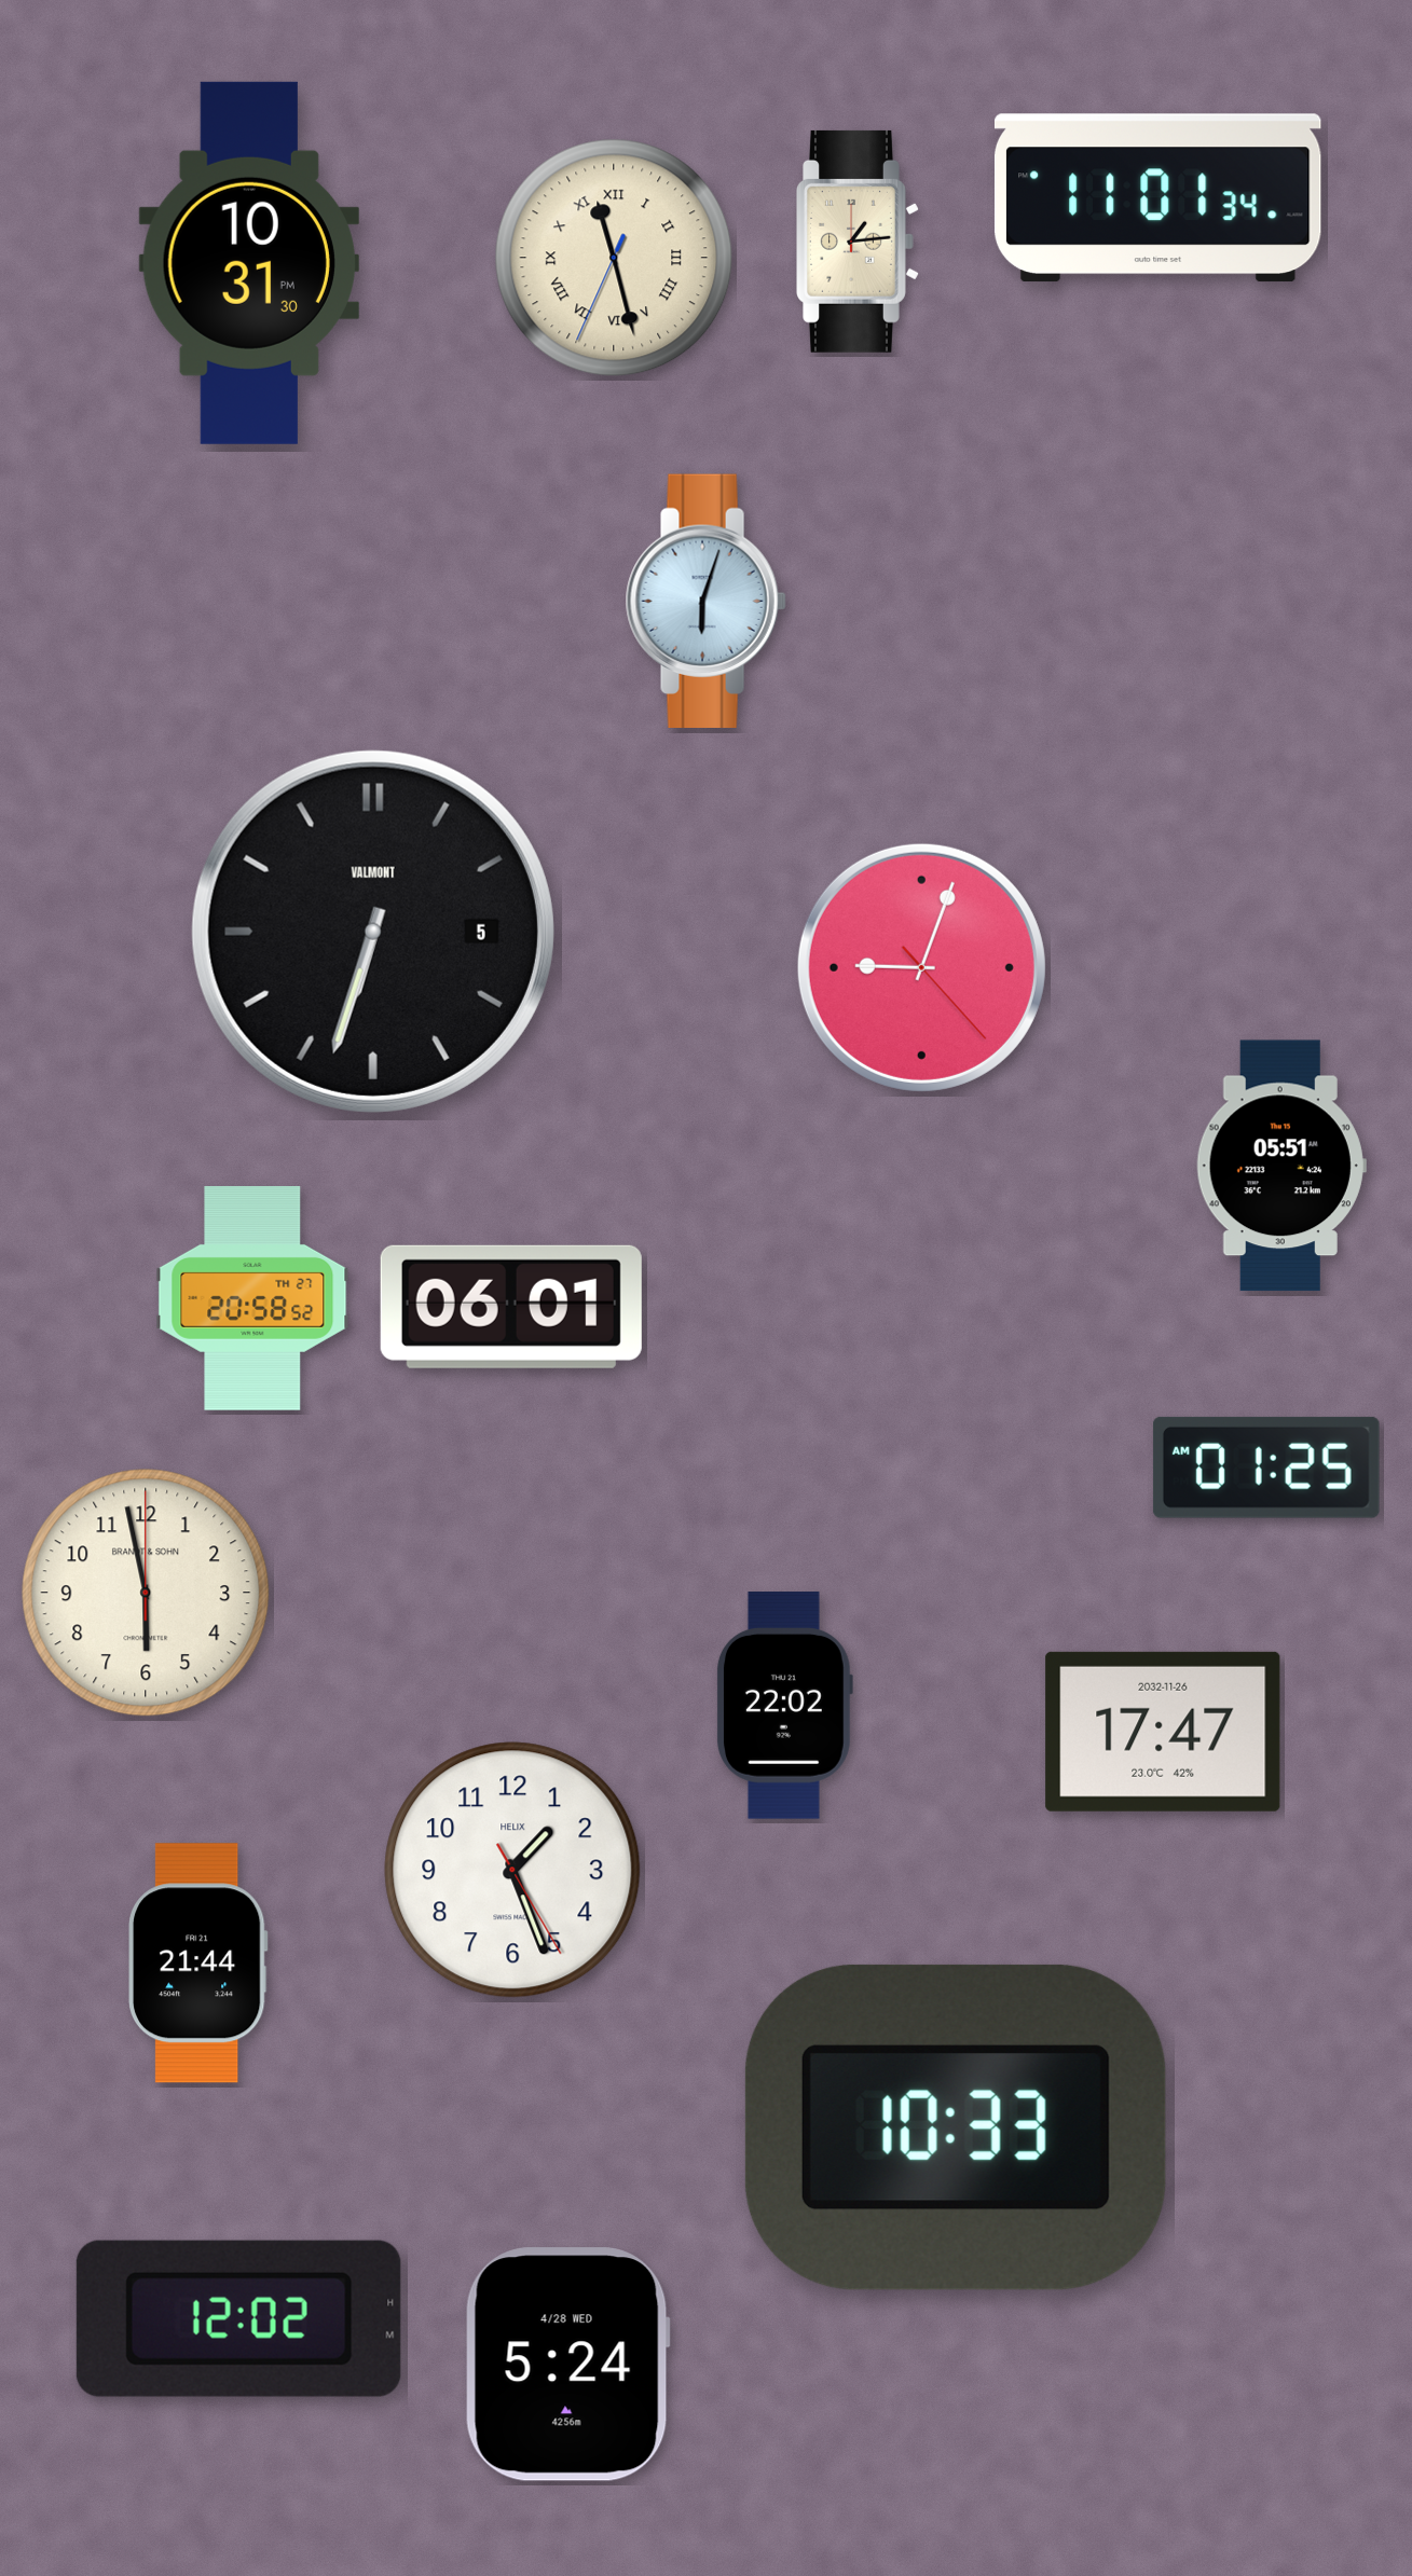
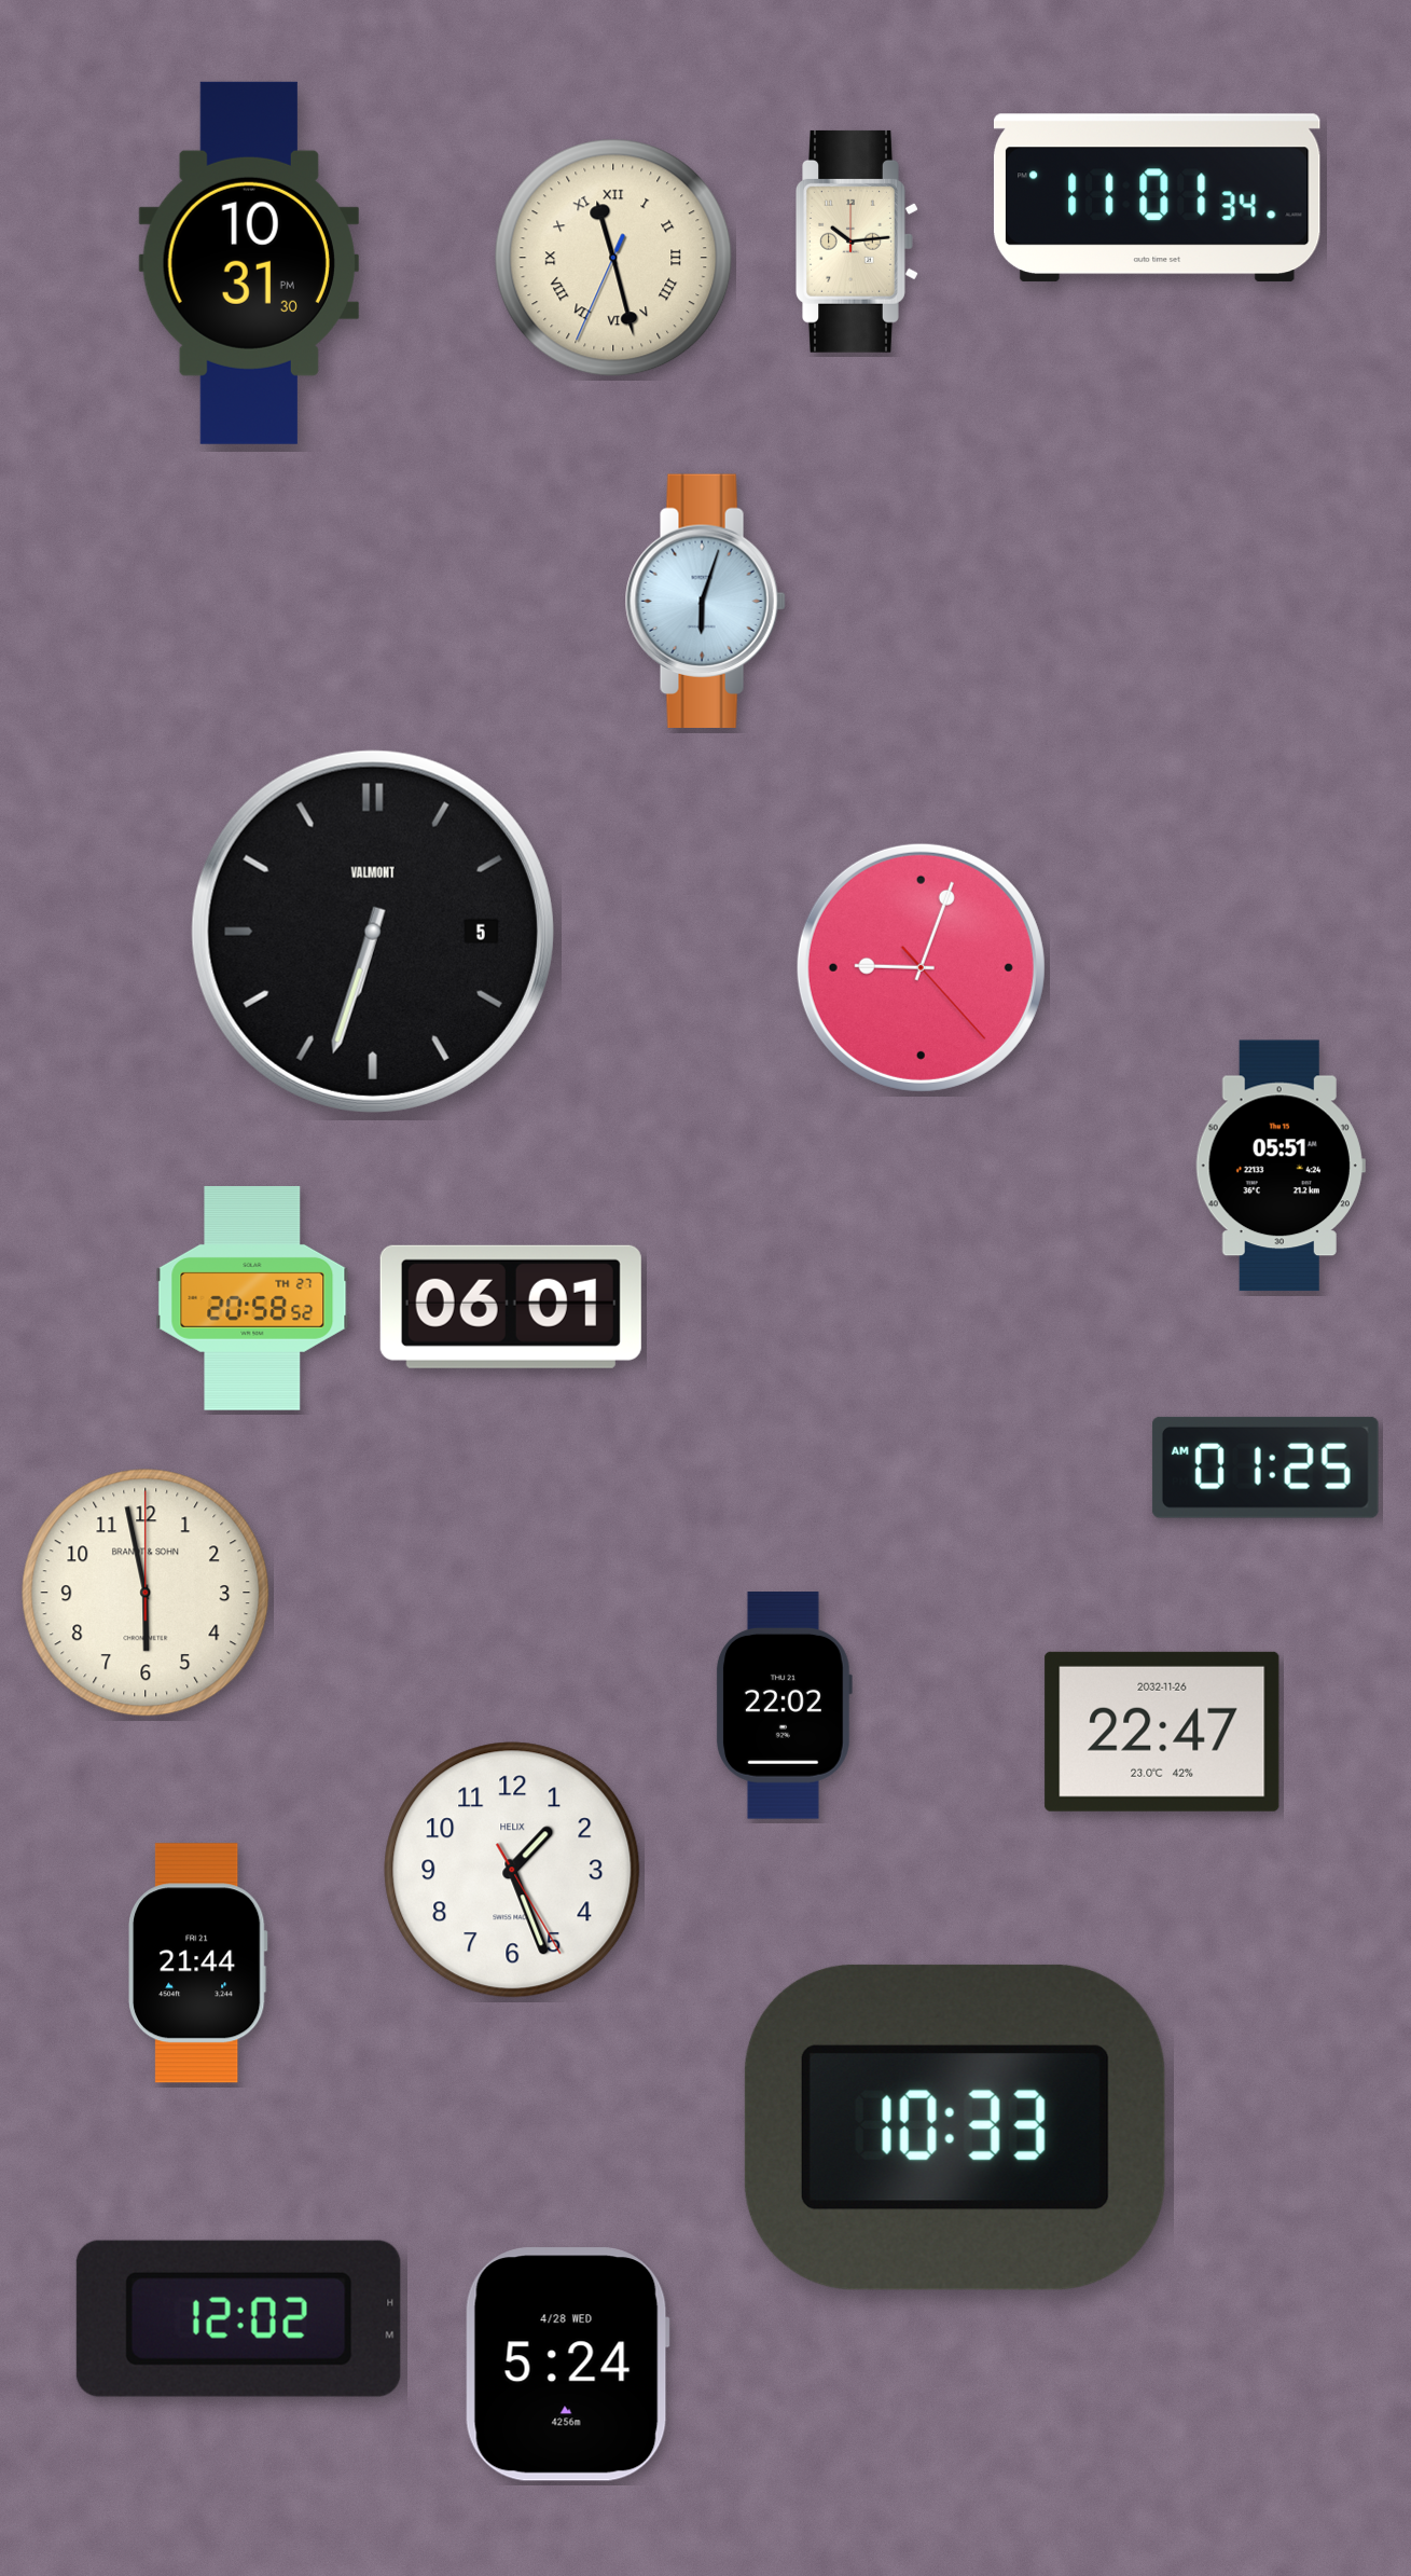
clock at (858, 242): 1:14 -> 10:14
clock at (1163, 1732): 17:47 -> 22:47
